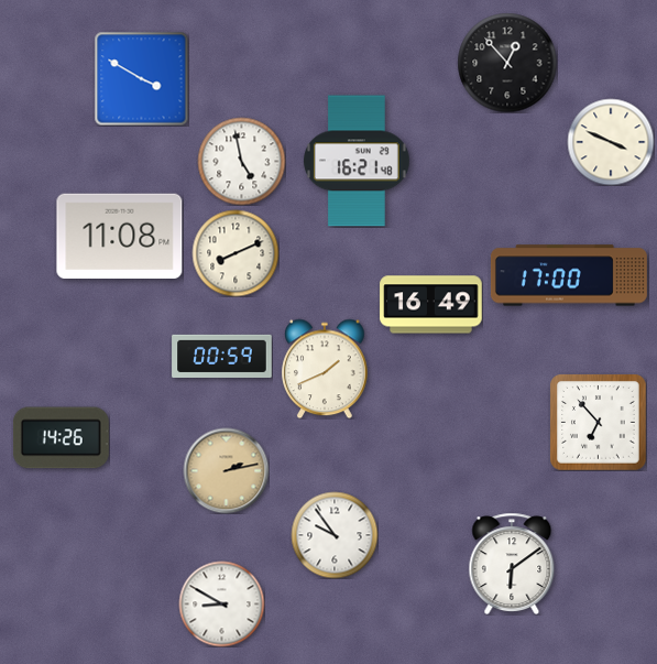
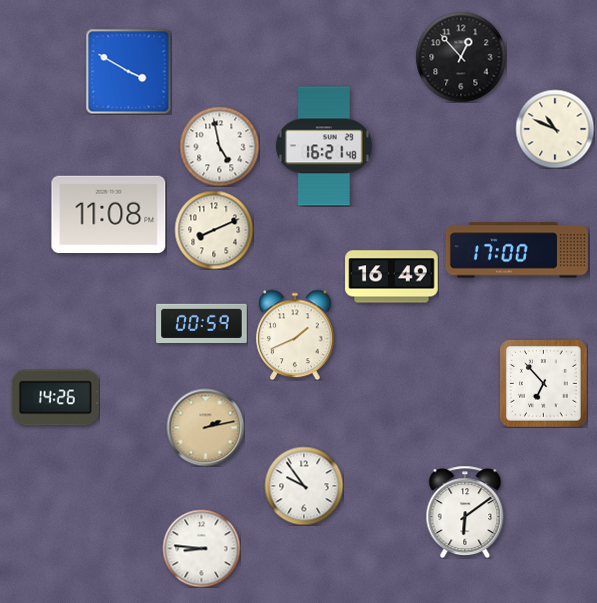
clock at (611, 142): 3:49 -> 10:49
clock at (221, 603): 8:50 -> 8:46
